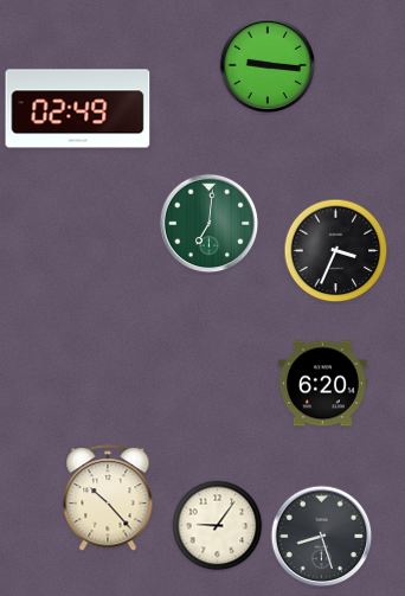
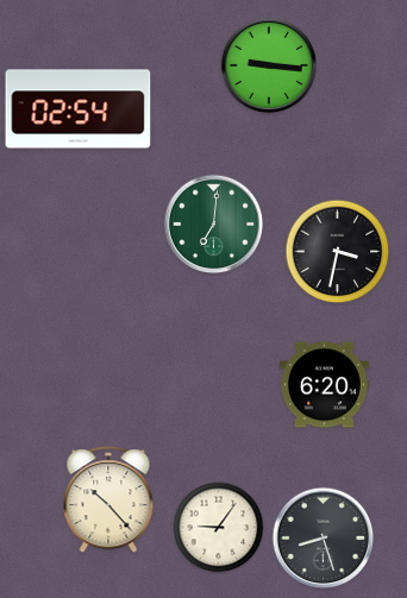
clock at (78, 109): 02:49 -> 02:54
clock at (210, 224) position: (210, 224) -> (214, 225)
clock at (336, 251): 3:34 -> 3:32
